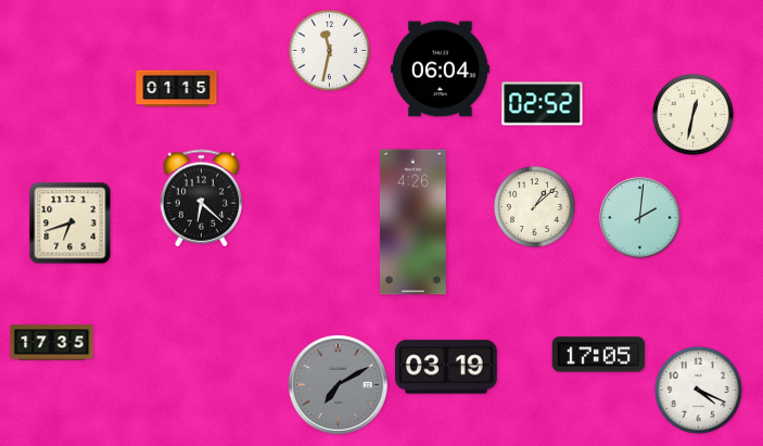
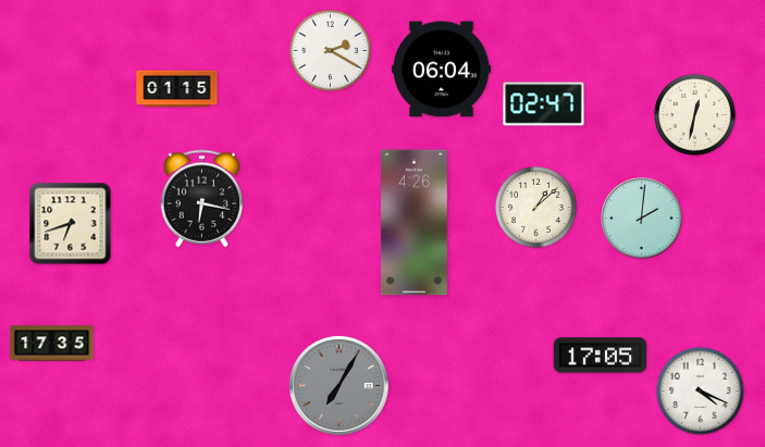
clock at (330, 51): 11:32 -> 2:20
clock at (543, 104): 02:52 -> 02:47
clock at (202, 199): 6:22 -> 6:17
clock at (446, 367): 03:19 -> none
clock at (339, 385): 7:10 -> 7:05
